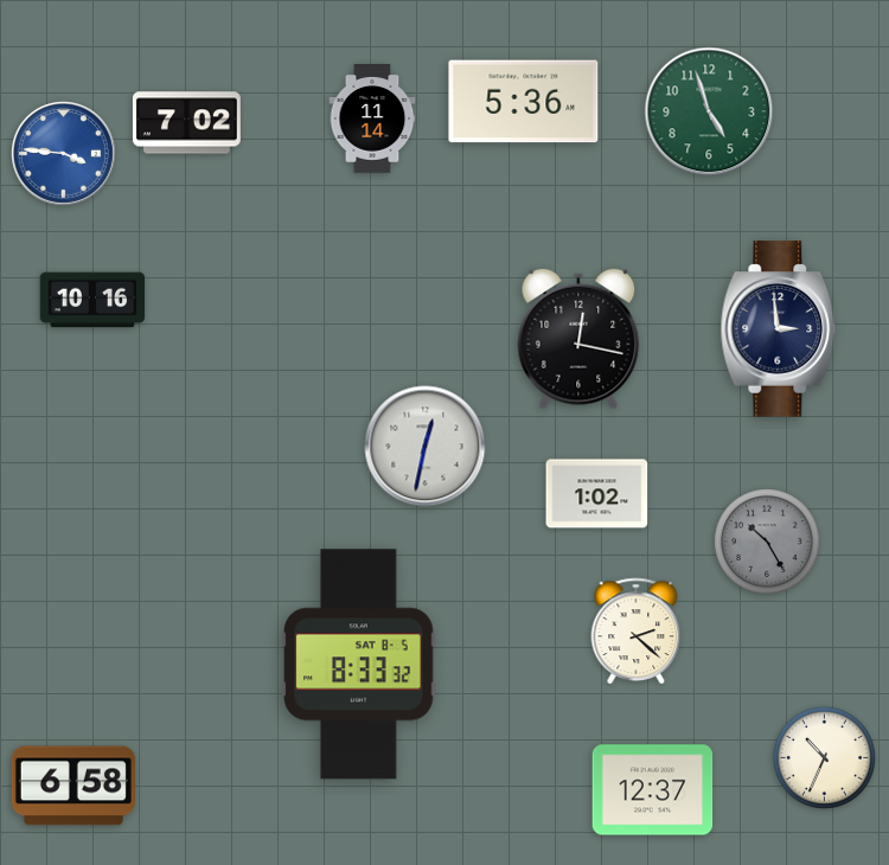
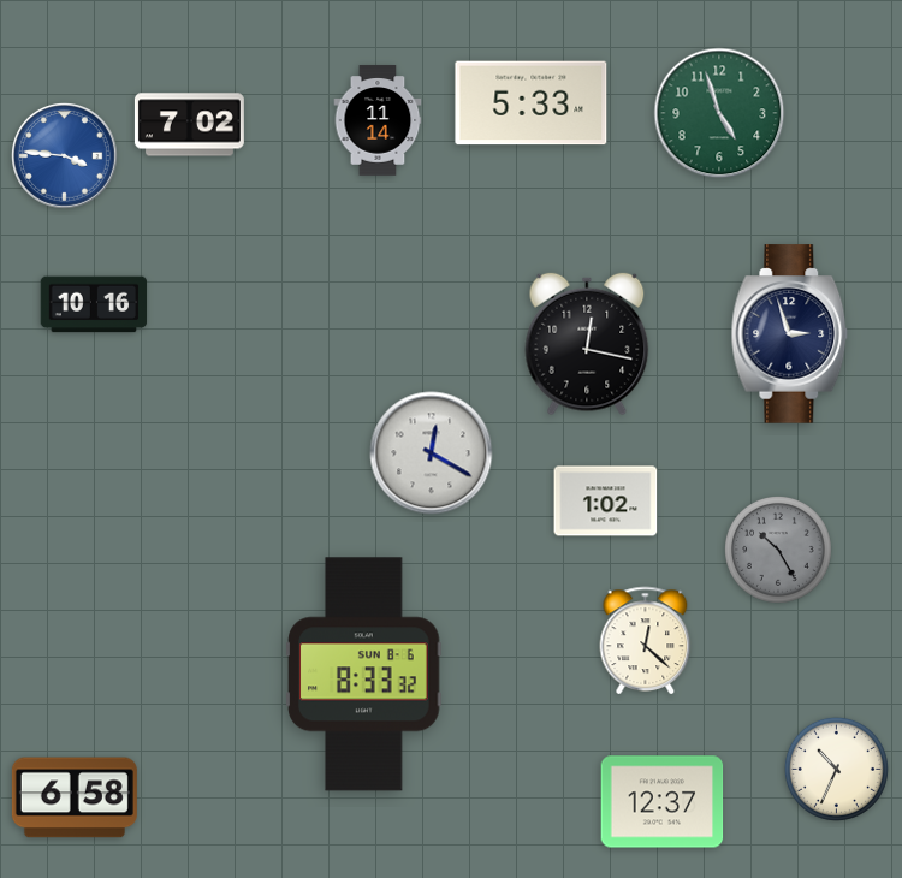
clock at (524, 102): 5:36 -> 5:33
clock at (779, 329): 2:59 -> 2:57
clock at (426, 447): 12:32 -> 12:20
clock at (637, 630): 2:22 -> 12:22
clock at (359, 665) date: SAT 8-5 -> SUN 8-6
